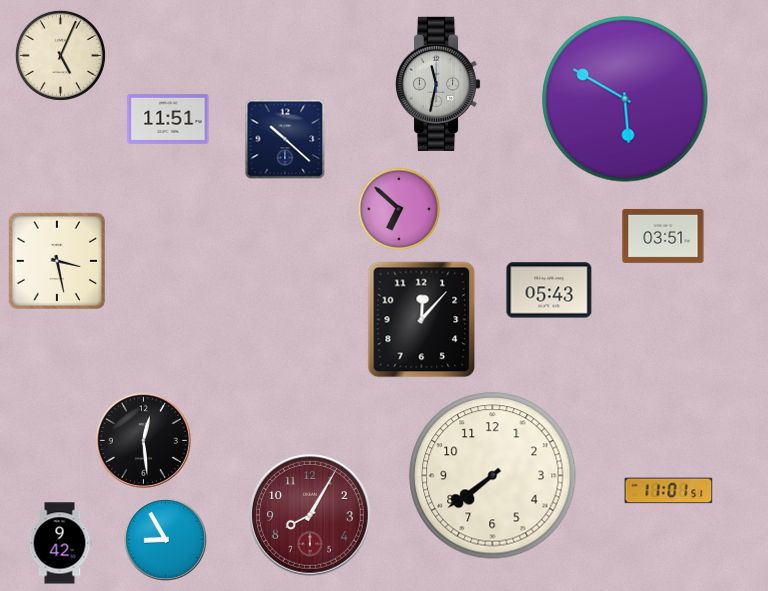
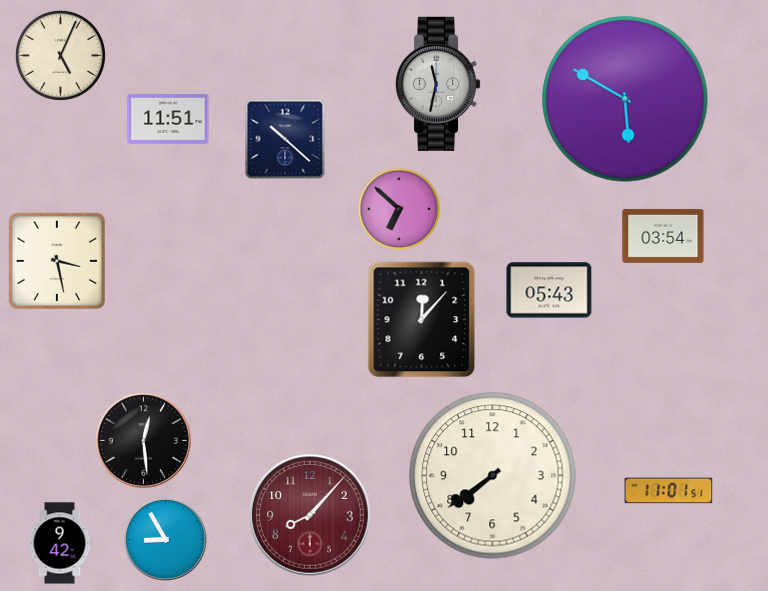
clock at (663, 236): 03:51 -> 03:54
clock at (310, 515): 8:05 -> 8:07
